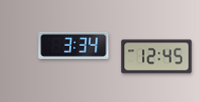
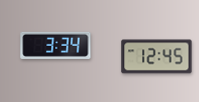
clock at (74, 45) position: (74, 45) -> (56, 45)
